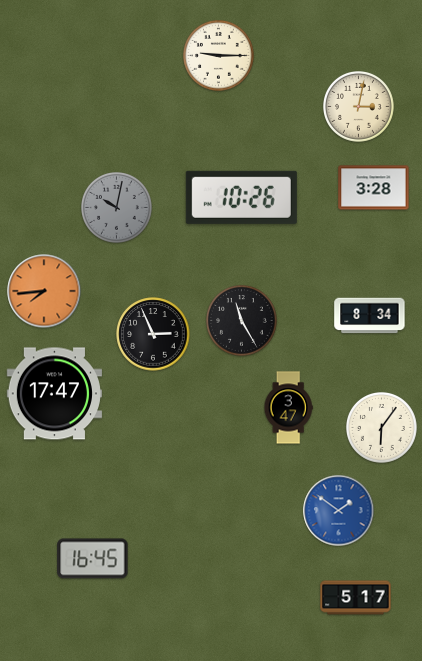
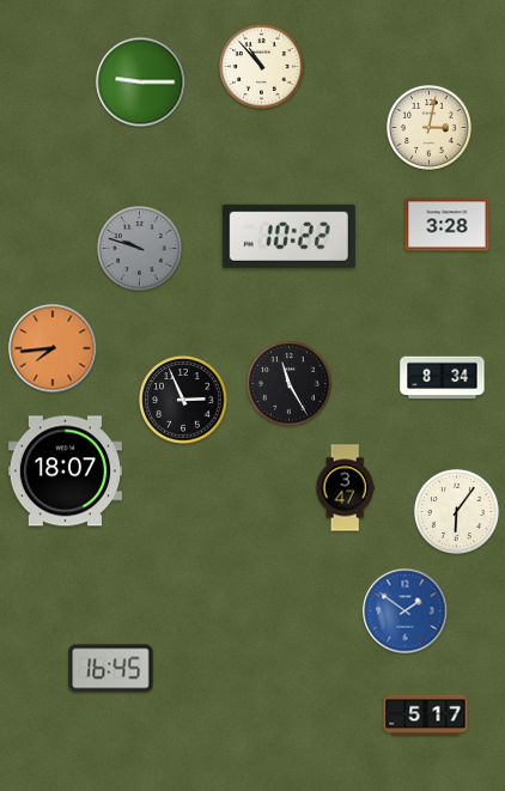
clock at (219, 56): 9:15 -> 10:53
clock at (141, 83): none -> 9:15
clock at (241, 197): 10:26 -> 10:22
clock at (117, 208): 10:02 -> 9:48
clock at (54, 394): 17:47 -> 18:07
